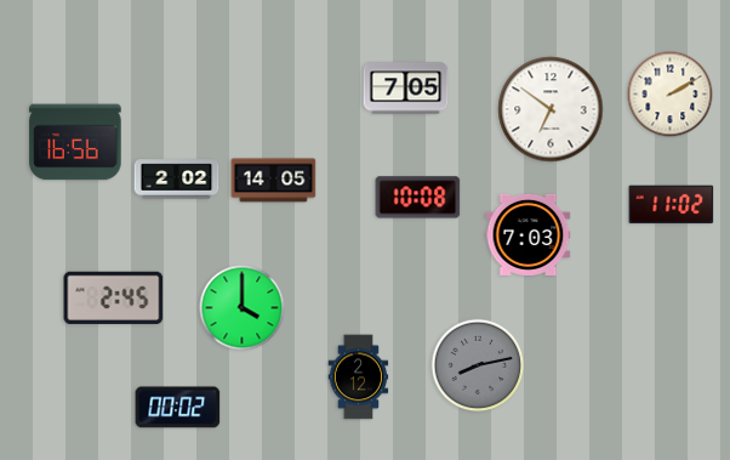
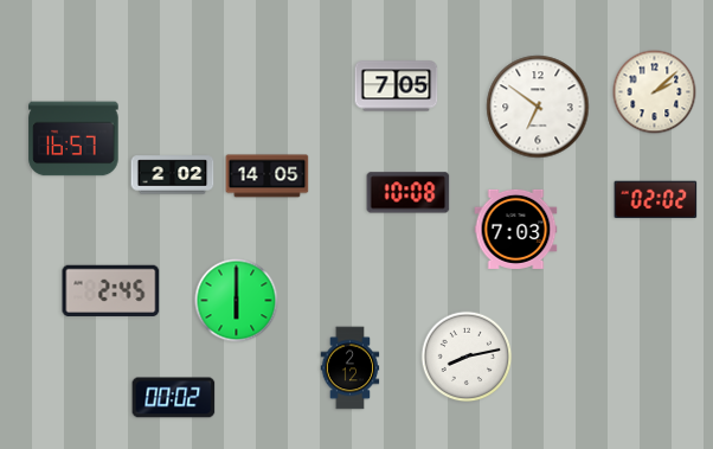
clock at (671, 95): 2:10 -> 2:08
clock at (75, 142): 16:56 -> 16:57
clock at (672, 205): 11:02 -> 02:02
clock at (243, 308): 4:00 -> 6:00
clock at (478, 365) dial: grey -> white
